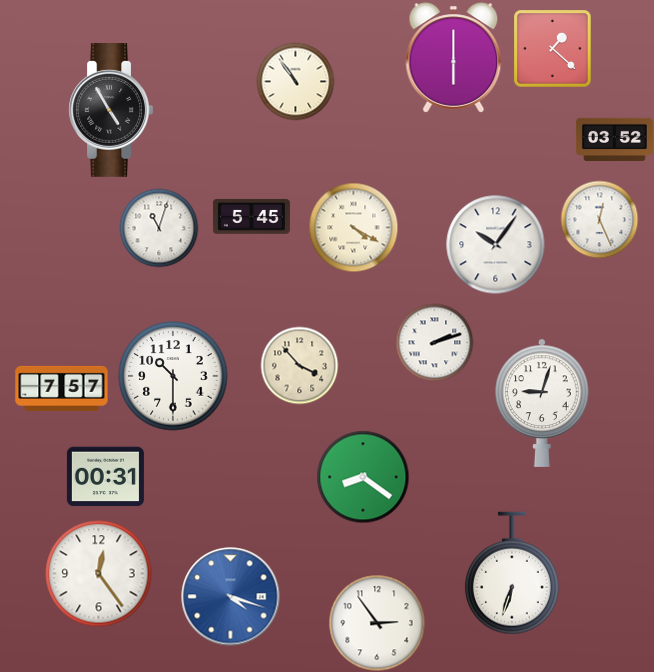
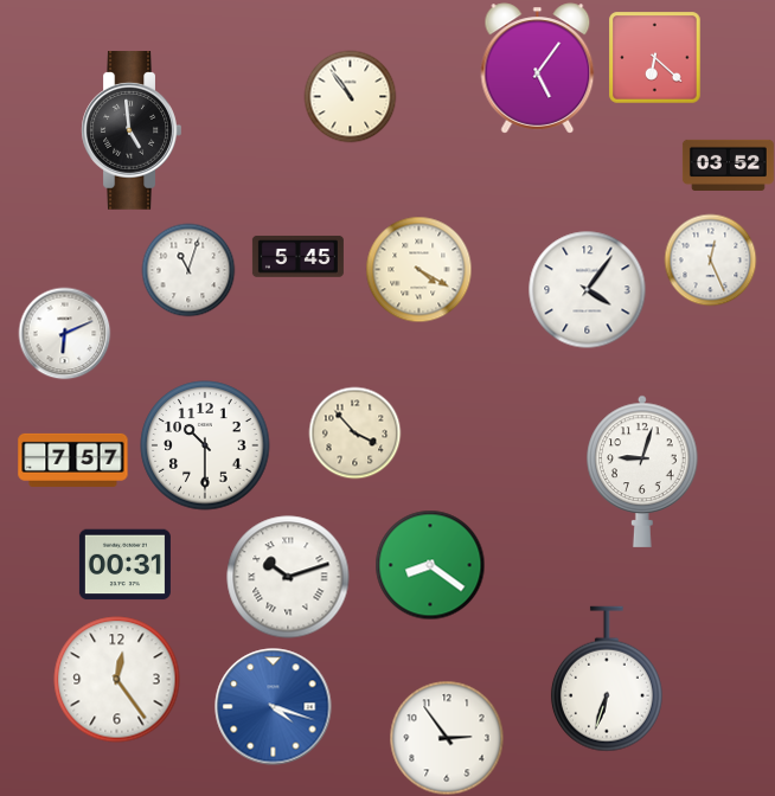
clock at (552, 48): 1:22 -> 6:22
clock at (454, 58): 6:00 -> 5:06
clock at (111, 111): 4:55 -> 4:59
clock at (496, 245): 10:06 -> 4:06
clock at (64, 333): none -> 6:11
clock at (434, 342): 2:12 -> none
clock at (542, 403) position: (542, 403) -> (642, 471)
clock at (288, 577): none -> 10:12
